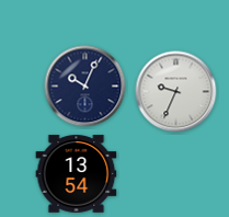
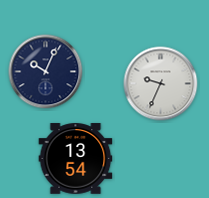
clock at (85, 87) position: (85, 87) -> (46, 72)
clock at (77, 174) position: (77, 174) -> (76, 159)
